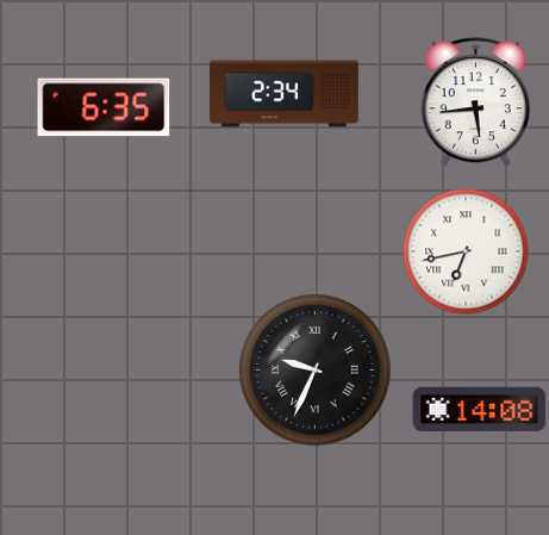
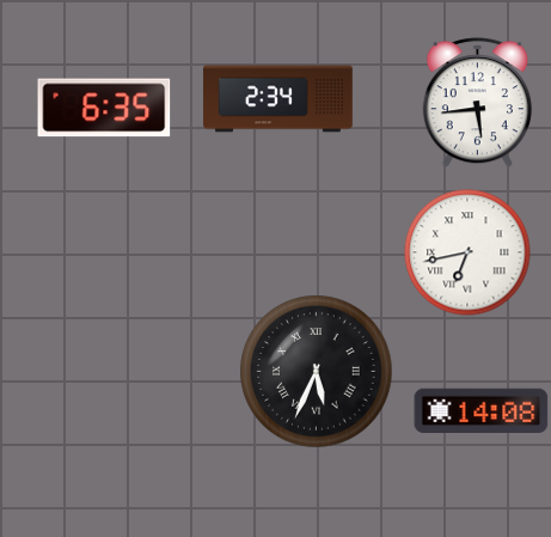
clock at (285, 94) position: (285, 94) -> (278, 99)
clock at (316, 371): 9:34 -> 5:34
